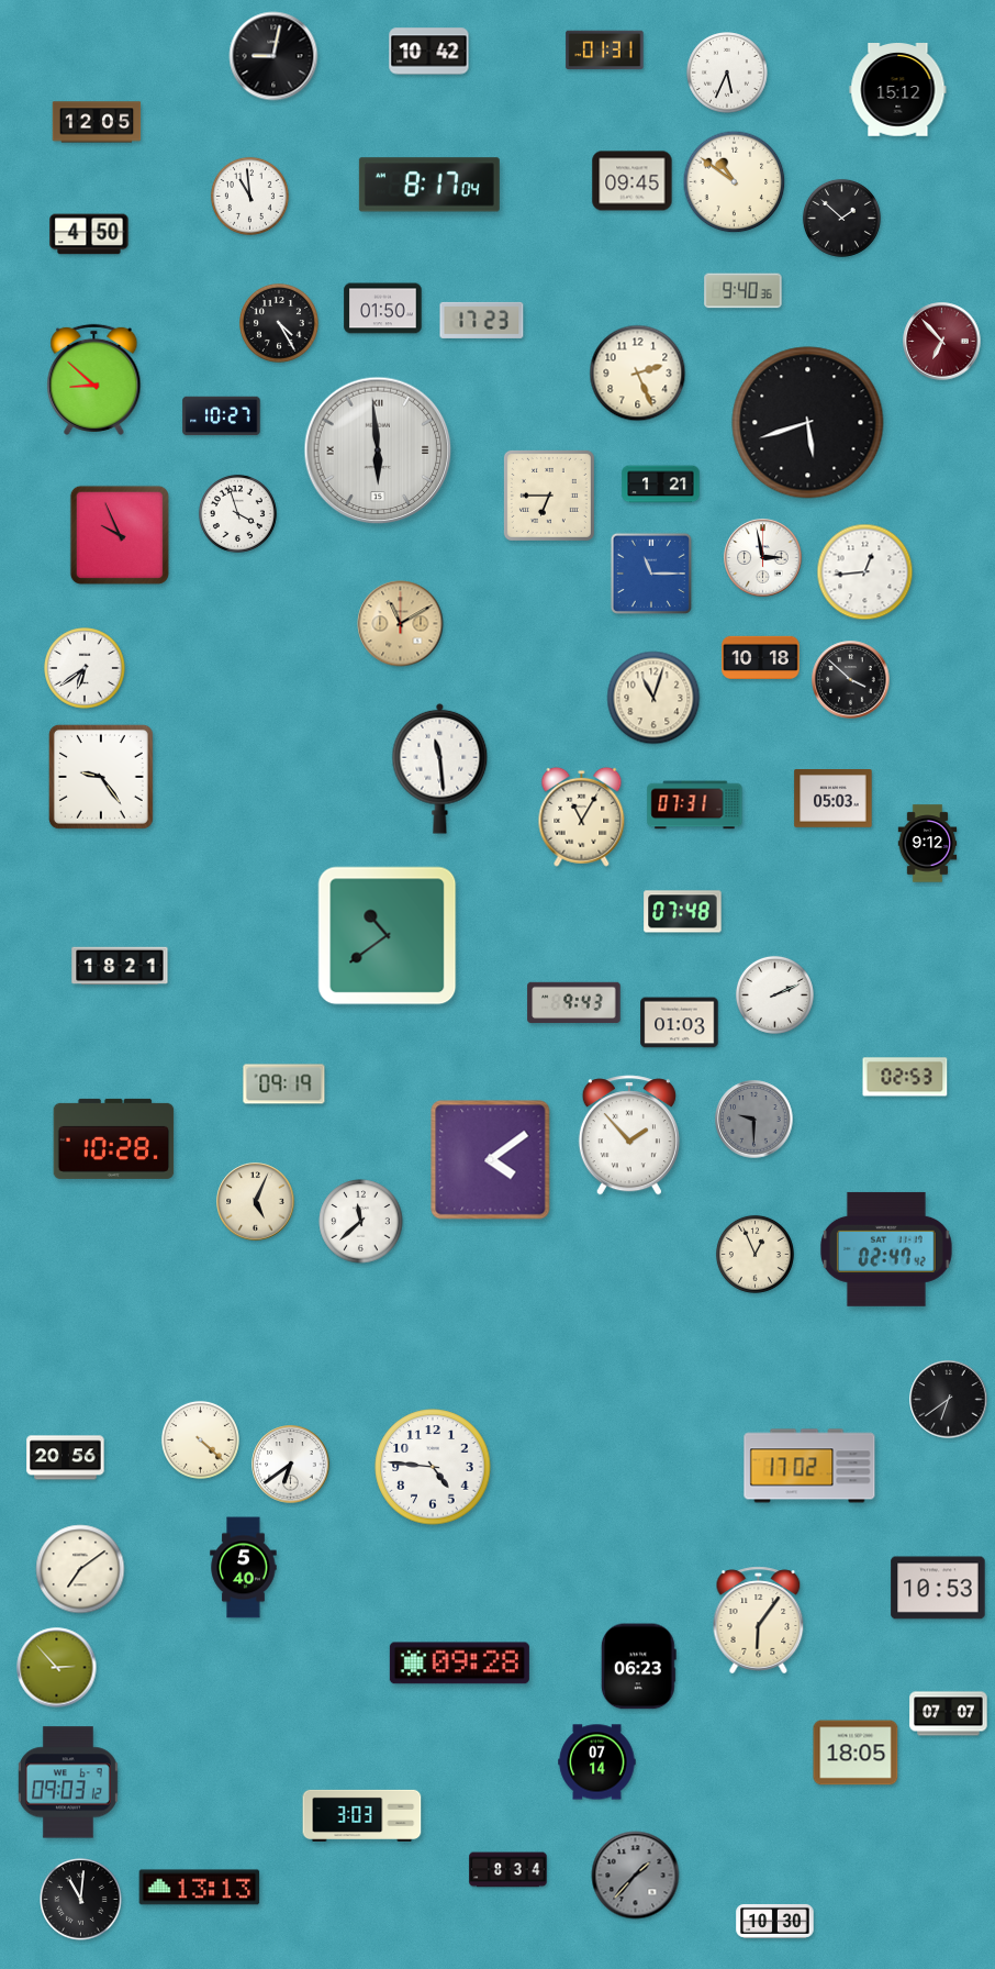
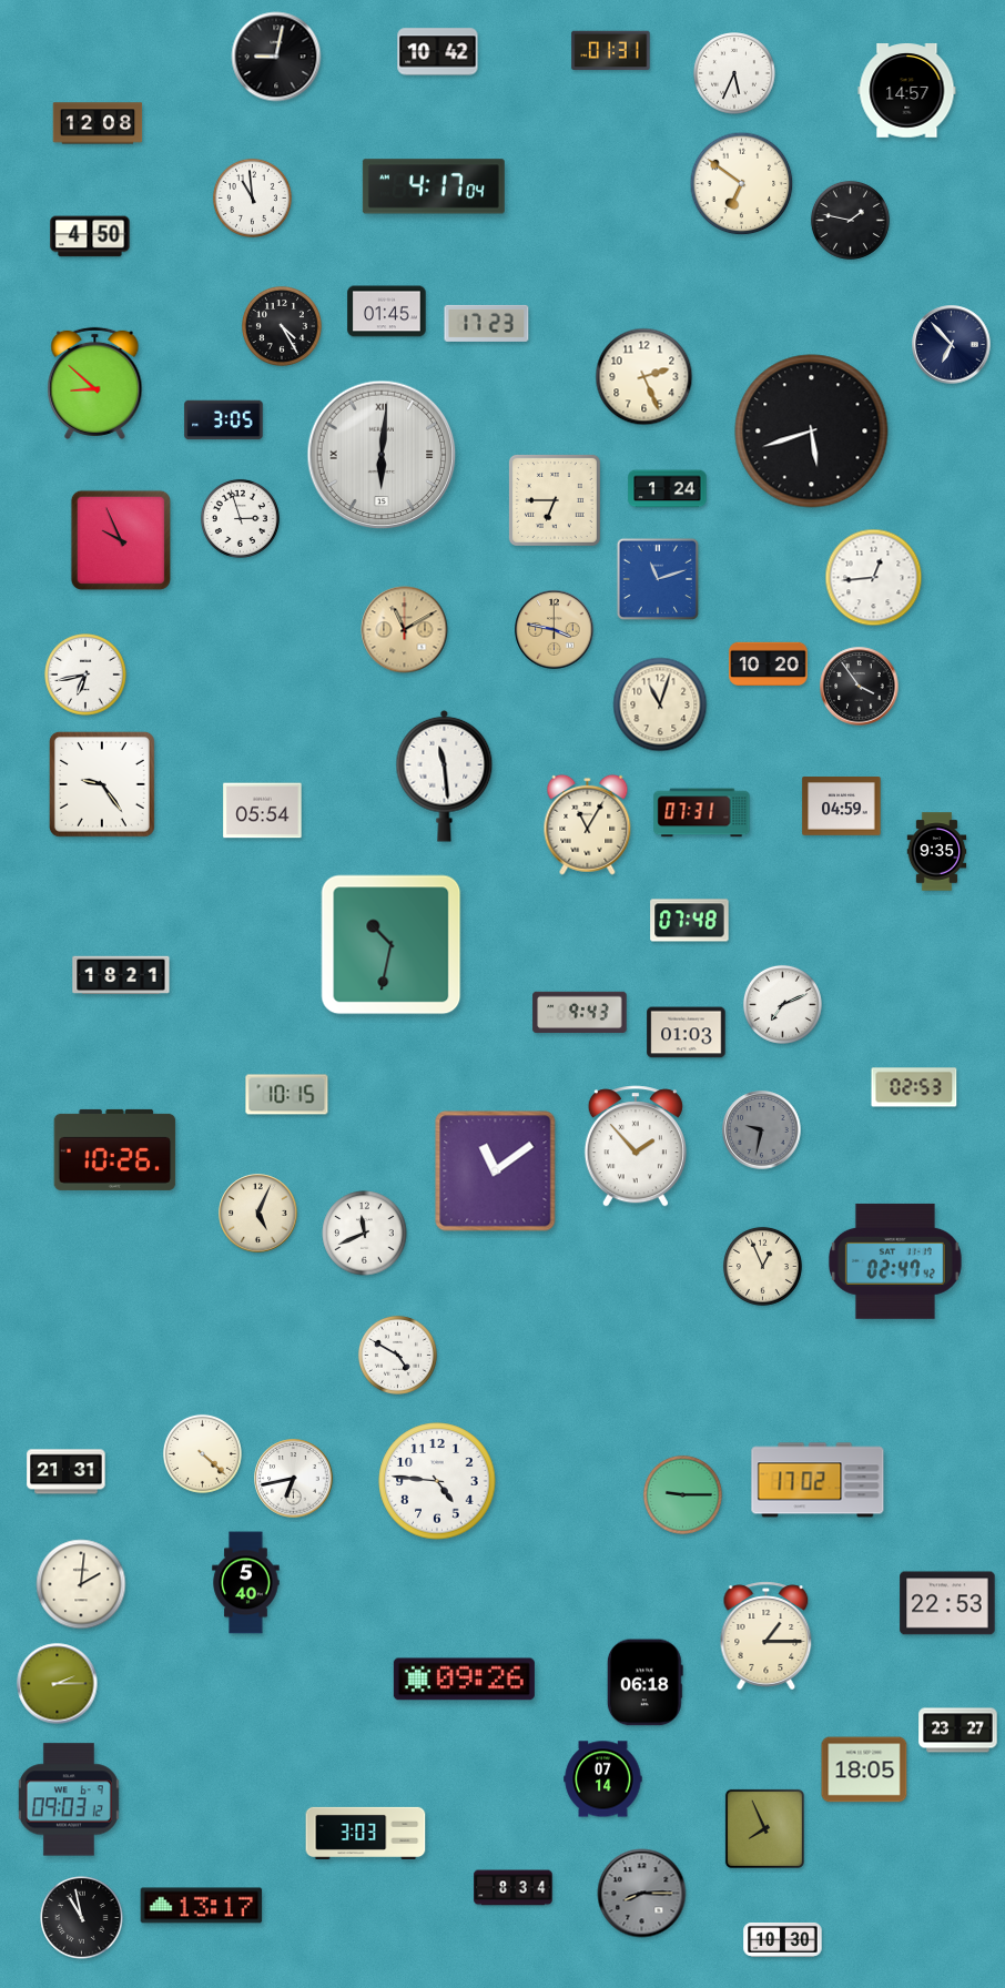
clock at (429, 52) position: (429, 52) -> (438, 52)
clock at (898, 90): 15:12 -> 14:57
clock at (97, 122): 12:05 -> 12:08
clock at (633, 181): 09:45 -> none
clock at (735, 182): 10:51 -> 6:51
clock at (429, 185): 8:17 -> 4:17
clock at (841, 218): 1:52 -> 1:47
clock at (744, 291): 9:40 -> none
clock at (383, 309): 01:50 -> 01:45
clock at (942, 342) dial: burgundy -> navy
clock at (222, 416): 10:27 -> 3:05
clock at (808, 423) position: (808, 423) -> (812, 432)
clock at (378, 450): 5:59 -> 6:01
clock at (661, 485): 1:21 -> 1:24
clock at (237, 513): 3:57 -> 2:57
clock at (763, 558): 2:58 -> none
clock at (650, 572): 11:15 -> 11:12
clock at (555, 630): none -> 3:47
clock at (761, 657): 10:18 -> 10:20
clock at (85, 668): 6:39 -> 6:43
clock at (851, 680): 3:52 -> 3:54
clock at (834, 799): 05:03 -> 04:59
clock at (263, 811): none -> 05:54
clock at (928, 844): 9:12 -> 9:35
clock at (388, 936): 10:39 -> 10:32
clock at (774, 994): 2:11 -> 7:11
clock at (284, 1084): 09:19 -> 10:15
clock at (754, 1120): 9:30 -> 9:32
clock at (114, 1138): 10:28 -> 10:26
clock at (491, 1160): 4:09 -> 11:09
clock at (361, 1222): 11:38 -> 11:41
clock at (397, 1355): none -> 4:50
clock at (949, 1400): 6:39 -> none
clock at (66, 1458): 20:56 -> 21:31
clock at (291, 1465): 6:39 -> 6:43
clock at (682, 1494): none -> 9:15
clock at (80, 1569): 7:09 -> 2:01
clock at (938, 1588): 10:53 -> 22:53
clock at (759, 1621): 6:06 -> 1:15
clock at (459, 1664): 09:28 -> 09:26
clock at (638, 1667): 06:23 -> 06:18
clock at (57, 1668): 2:53 -> 2:15
clock at (949, 1714): 07:07 -> 23:27
clock at (764, 1828): none -> 7:56
clock at (636, 1876): 1:37 -> 8:15
clock at (200, 1888): 13:13 -> 13:17
clock at (81, 1900): 11:01 -> 10:58
